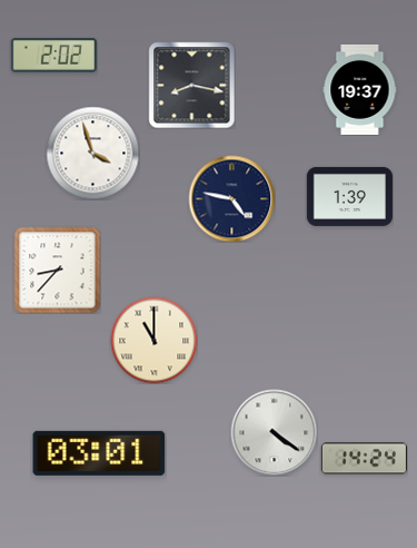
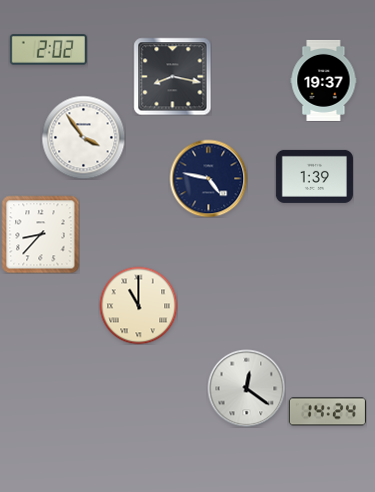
clock at (92, 153): 3:57 -> 3:54
clock at (57, 270) position: (57, 270) -> (40, 234)
clock at (274, 432): 4:21 -> 12:21
clock at (99, 453): 03:01 -> none
